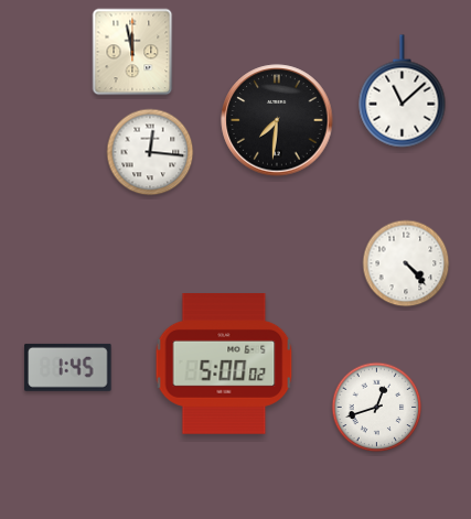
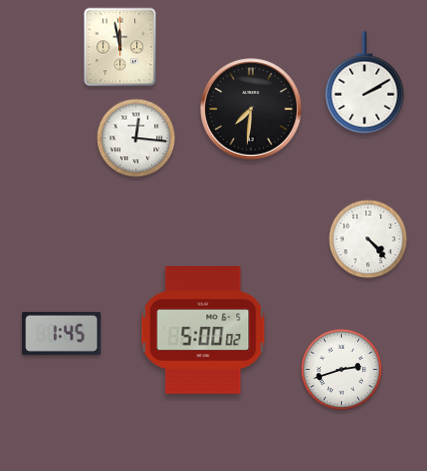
clock at (403, 91): 11:08 -> 2:10
clock at (377, 408): 12:42 -> 2:42
